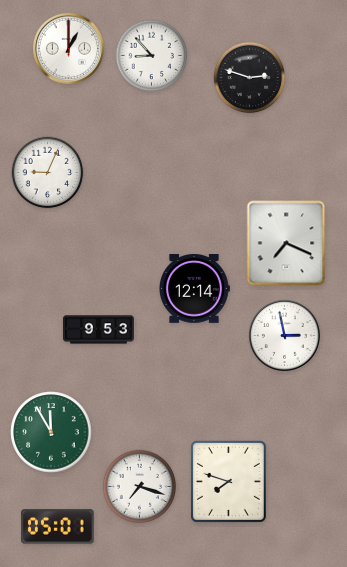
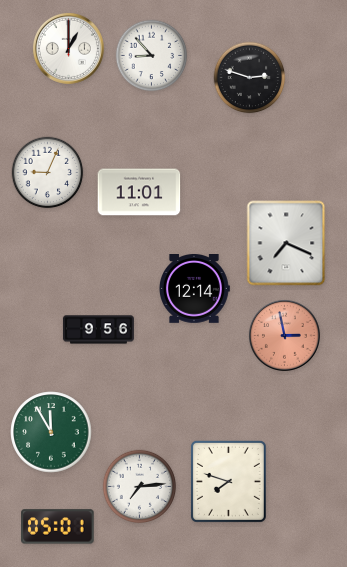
clock at (139, 192): none -> 11:01
clock at (98, 330): 9:53 -> 9:56
clock at (284, 335) dial: white -> salmon
clock at (140, 487): 7:18 -> 7:14
